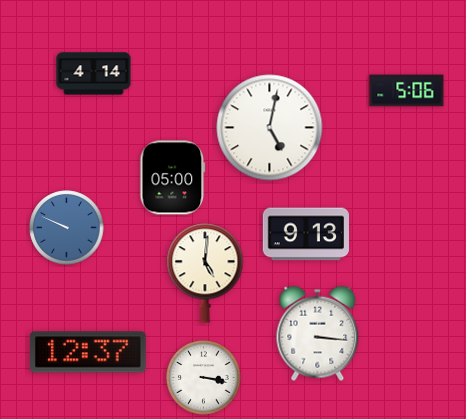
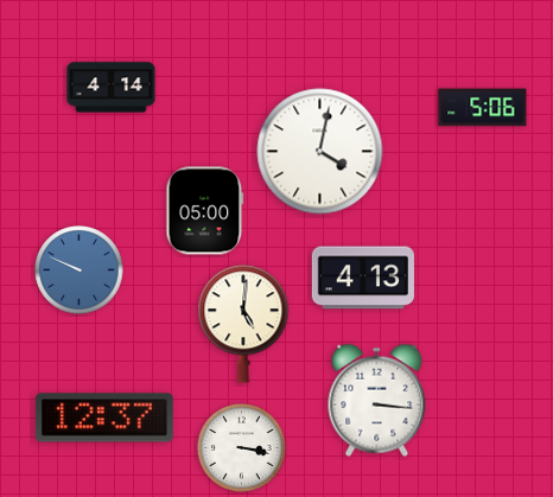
clock at (270, 128): 5:02 -> 4:02
clock at (306, 234): 9:13 -> 4:13
clock at (318, 334) position: (318, 334) -> (377, 401)
